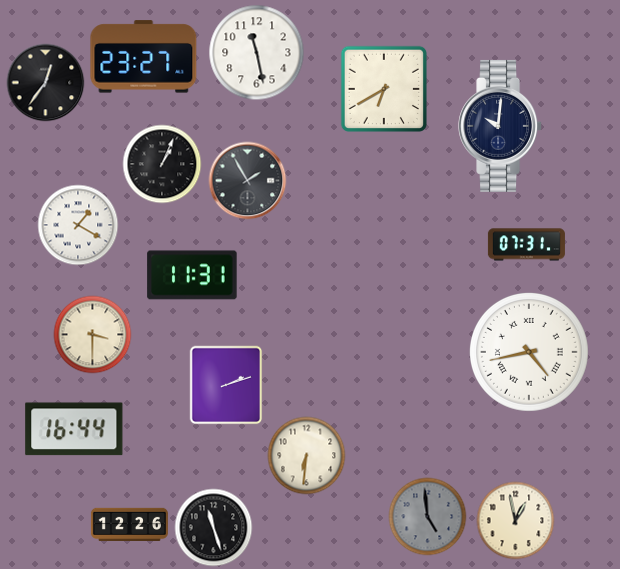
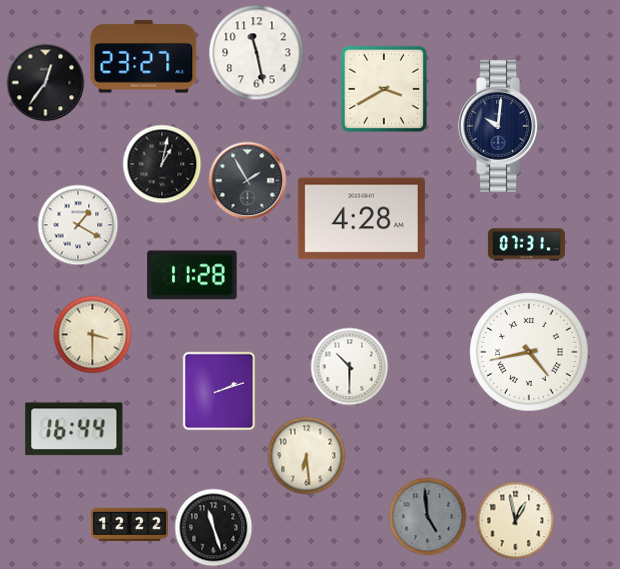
clock at (384, 89): 6:40 -> 3:40
clock at (162, 164): 1:04 -> 1:02
clock at (361, 219): none -> 4:28
clock at (192, 275): 11:31 -> 11:28
clock at (349, 366): none -> 10:30
clock at (226, 385) position: (226, 385) -> (219, 391)
clock at (306, 455): 6:31 -> 6:29
clock at (129, 524): 12:26 -> 12:22
